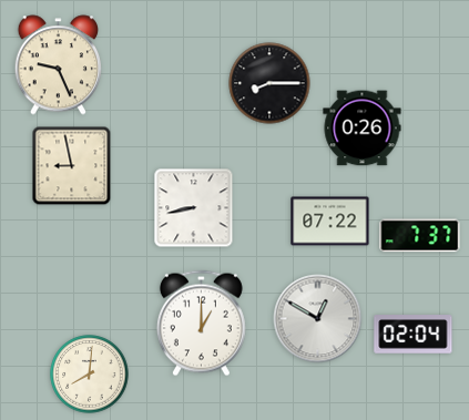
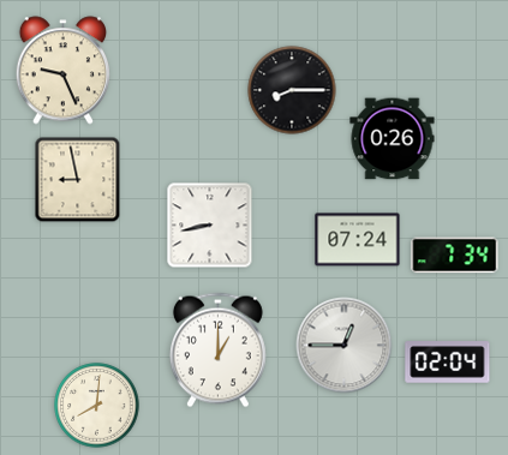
clock at (330, 222): 07:22 -> 07:24
clock at (420, 236): 7:37 -> 7:34
clock at (318, 319): 12:50 -> 12:45
